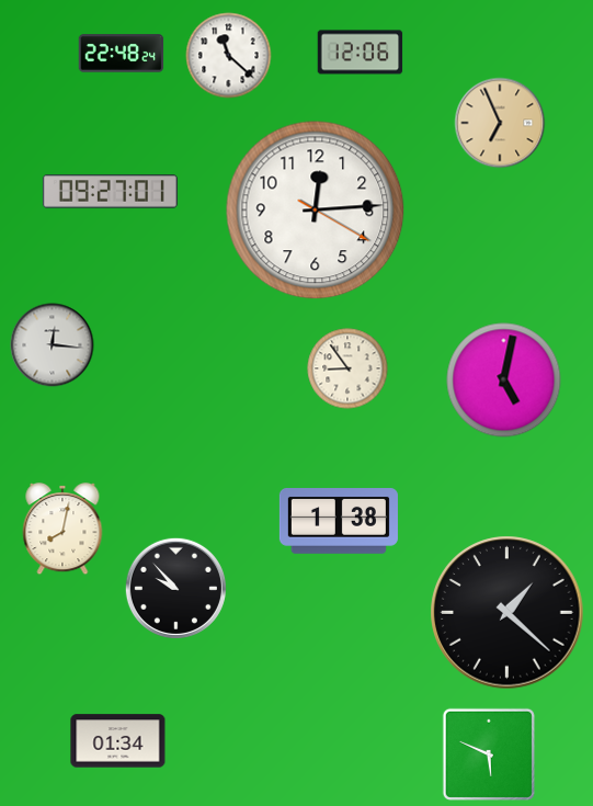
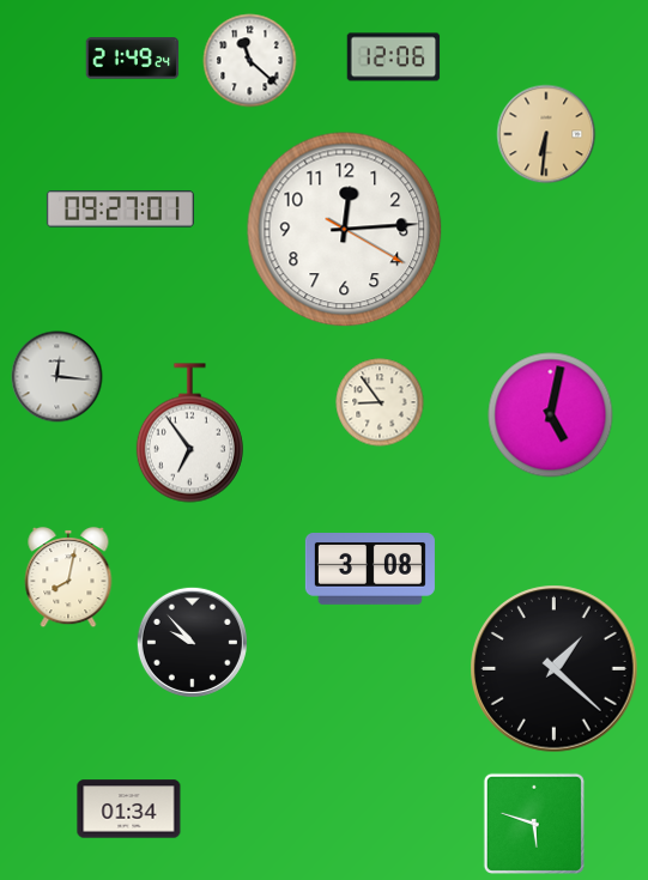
clock at (122, 54): 22:48 -> 21:49
clock at (500, 123): 6:56 -> 6:31
clock at (189, 433): none -> 6:54
clock at (339, 522): 1:38 -> 3:08
clock at (489, 754): 5:49 -> 5:48
